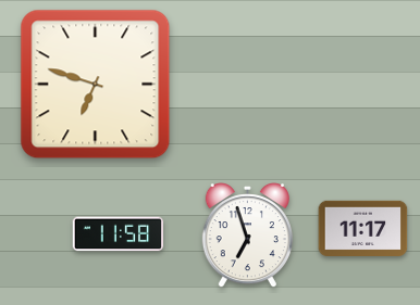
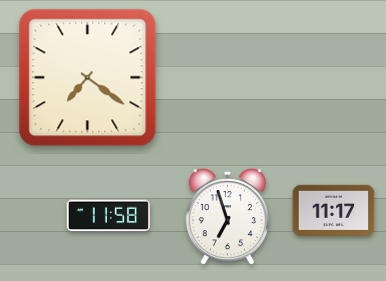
clock at (96, 85): 6:48 -> 7:21
